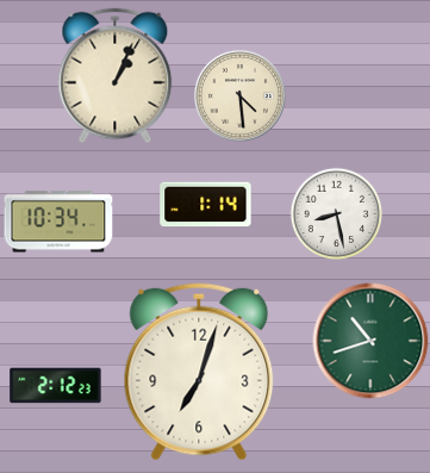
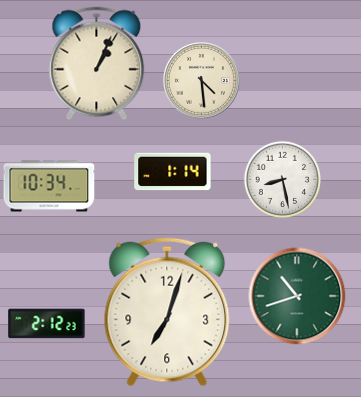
clock at (370, 341) position: (370, 341) -> (297, 296)
